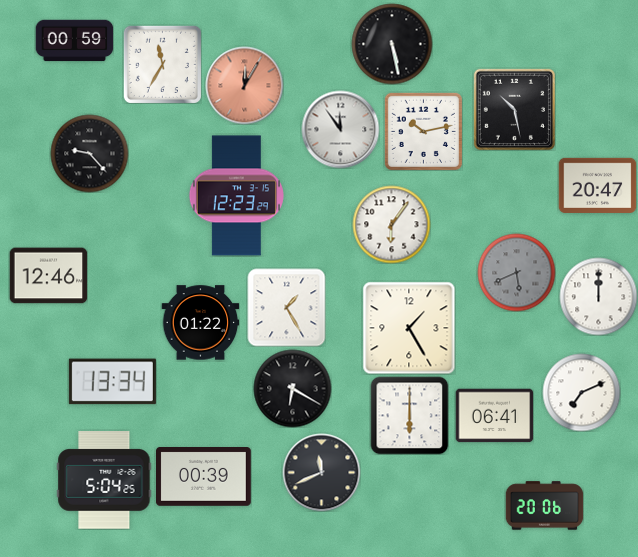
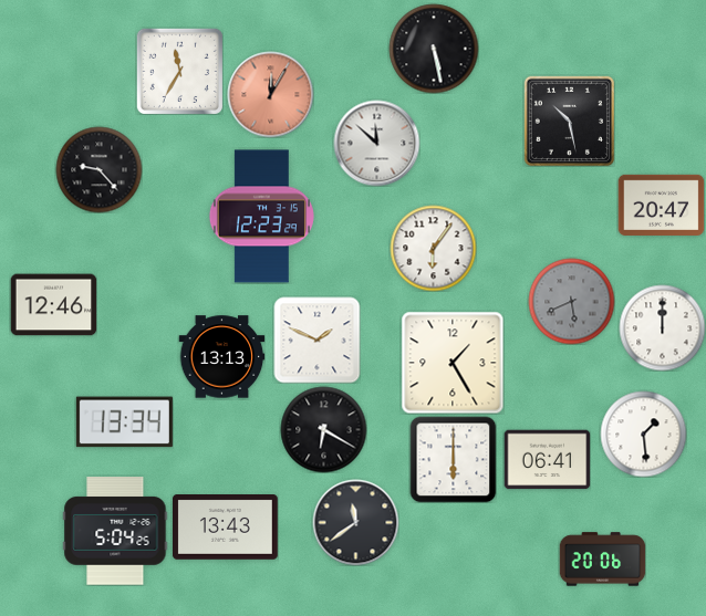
clock at (74, 41): 00:59 -> none
clock at (340, 129): 11:54 -> 11:52
clock at (423, 131): 10:13 -> none
clock at (286, 307): 1:25 -> 1:49
clock at (200, 323): 01:22 -> 13:13
clock at (581, 392): 7:11 -> 1:29
clock at (321, 472): 11:41 -> 11:39
clock at (204, 477): 00:39 -> 13:43
